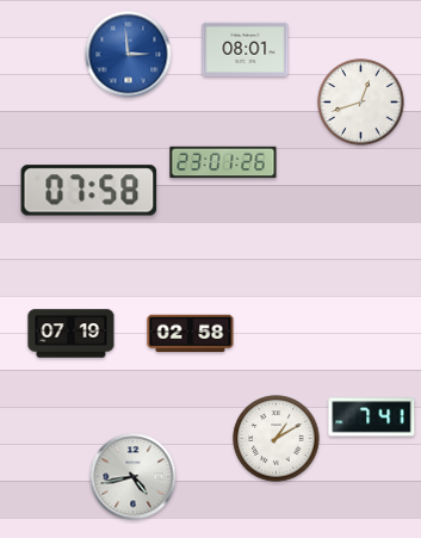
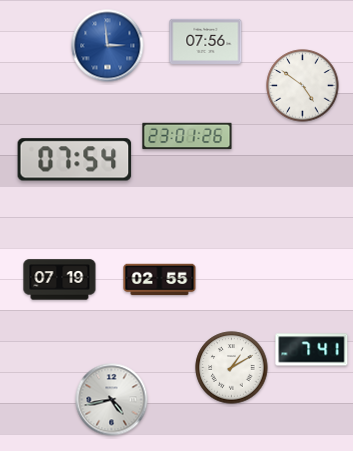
clock at (246, 49): 08:01 -> 07:56
clock at (361, 103): 12:42 -> 4:51
clock at (89, 191): 07:58 -> 07:54
clock at (191, 334): 02:58 -> 02:55
